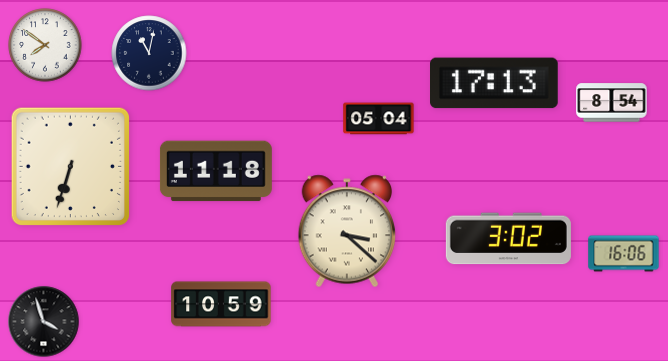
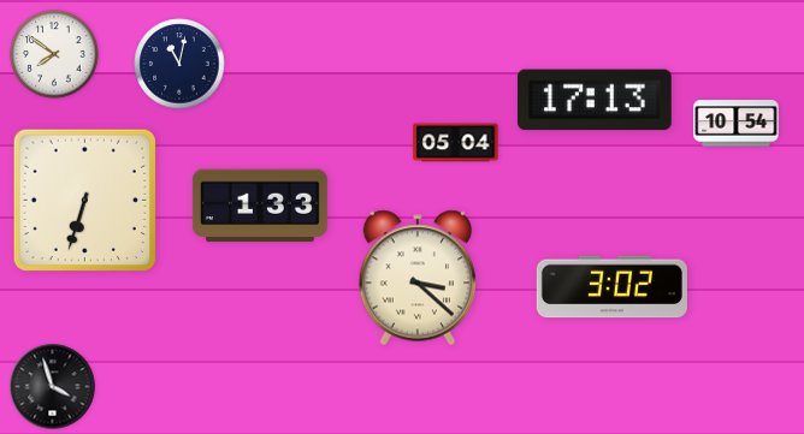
clock at (612, 103): 8:54 -> 10:54
clock at (216, 171): 11:18 -> 1:33
clock at (624, 254): 16:06 -> none
clock at (221, 304): 10:59 -> none
